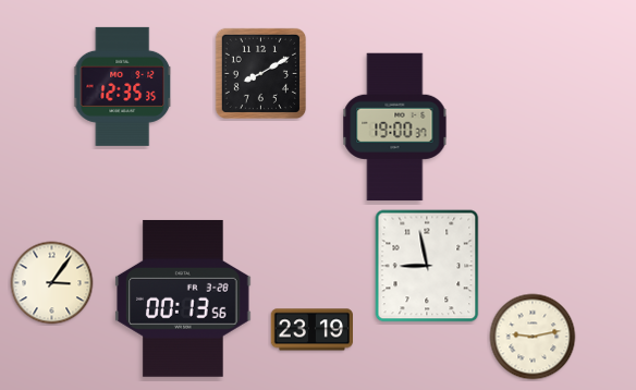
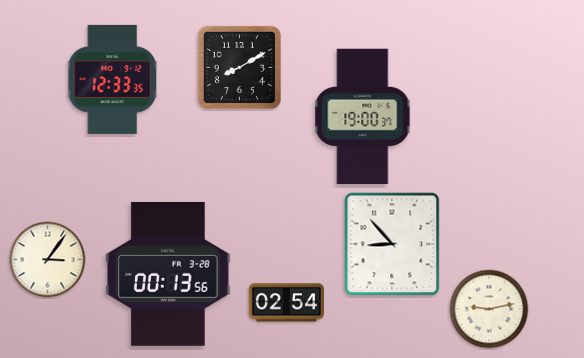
clock at (123, 86): 12:35 -> 12:33
clock at (427, 266): 8:58 -> 8:53
clock at (311, 330): 23:19 -> 02:54
